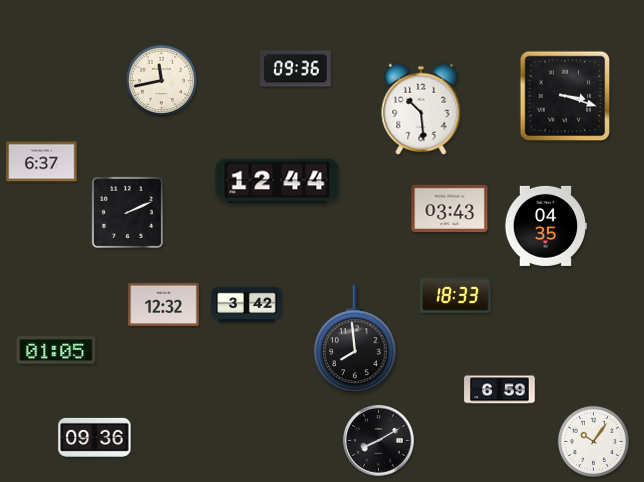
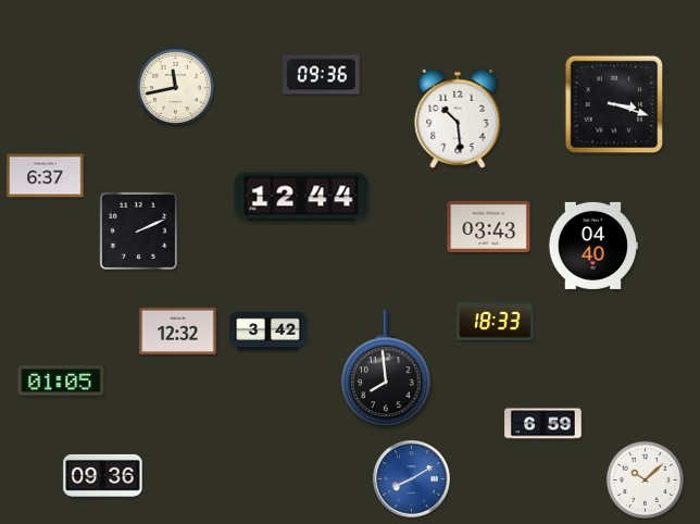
clock at (545, 226): 04:35 -> 04:40
clock at (379, 441) dial: black -> blue
clock at (593, 441): 10:06 -> 10:08
